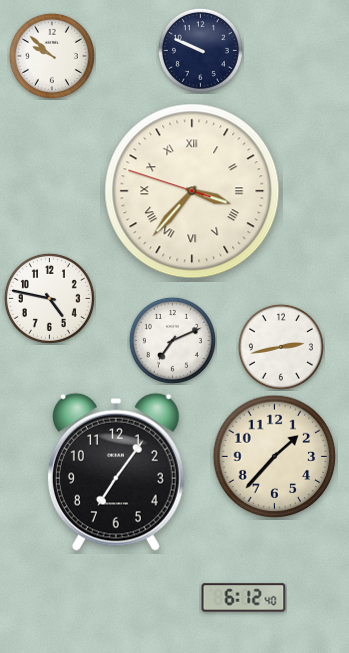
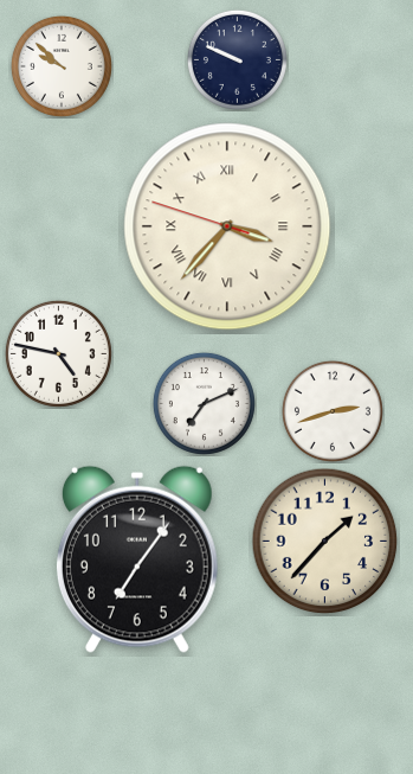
clock at (281, 347): 2:43 -> 2:42
clock at (244, 598): 6:12 -> none
